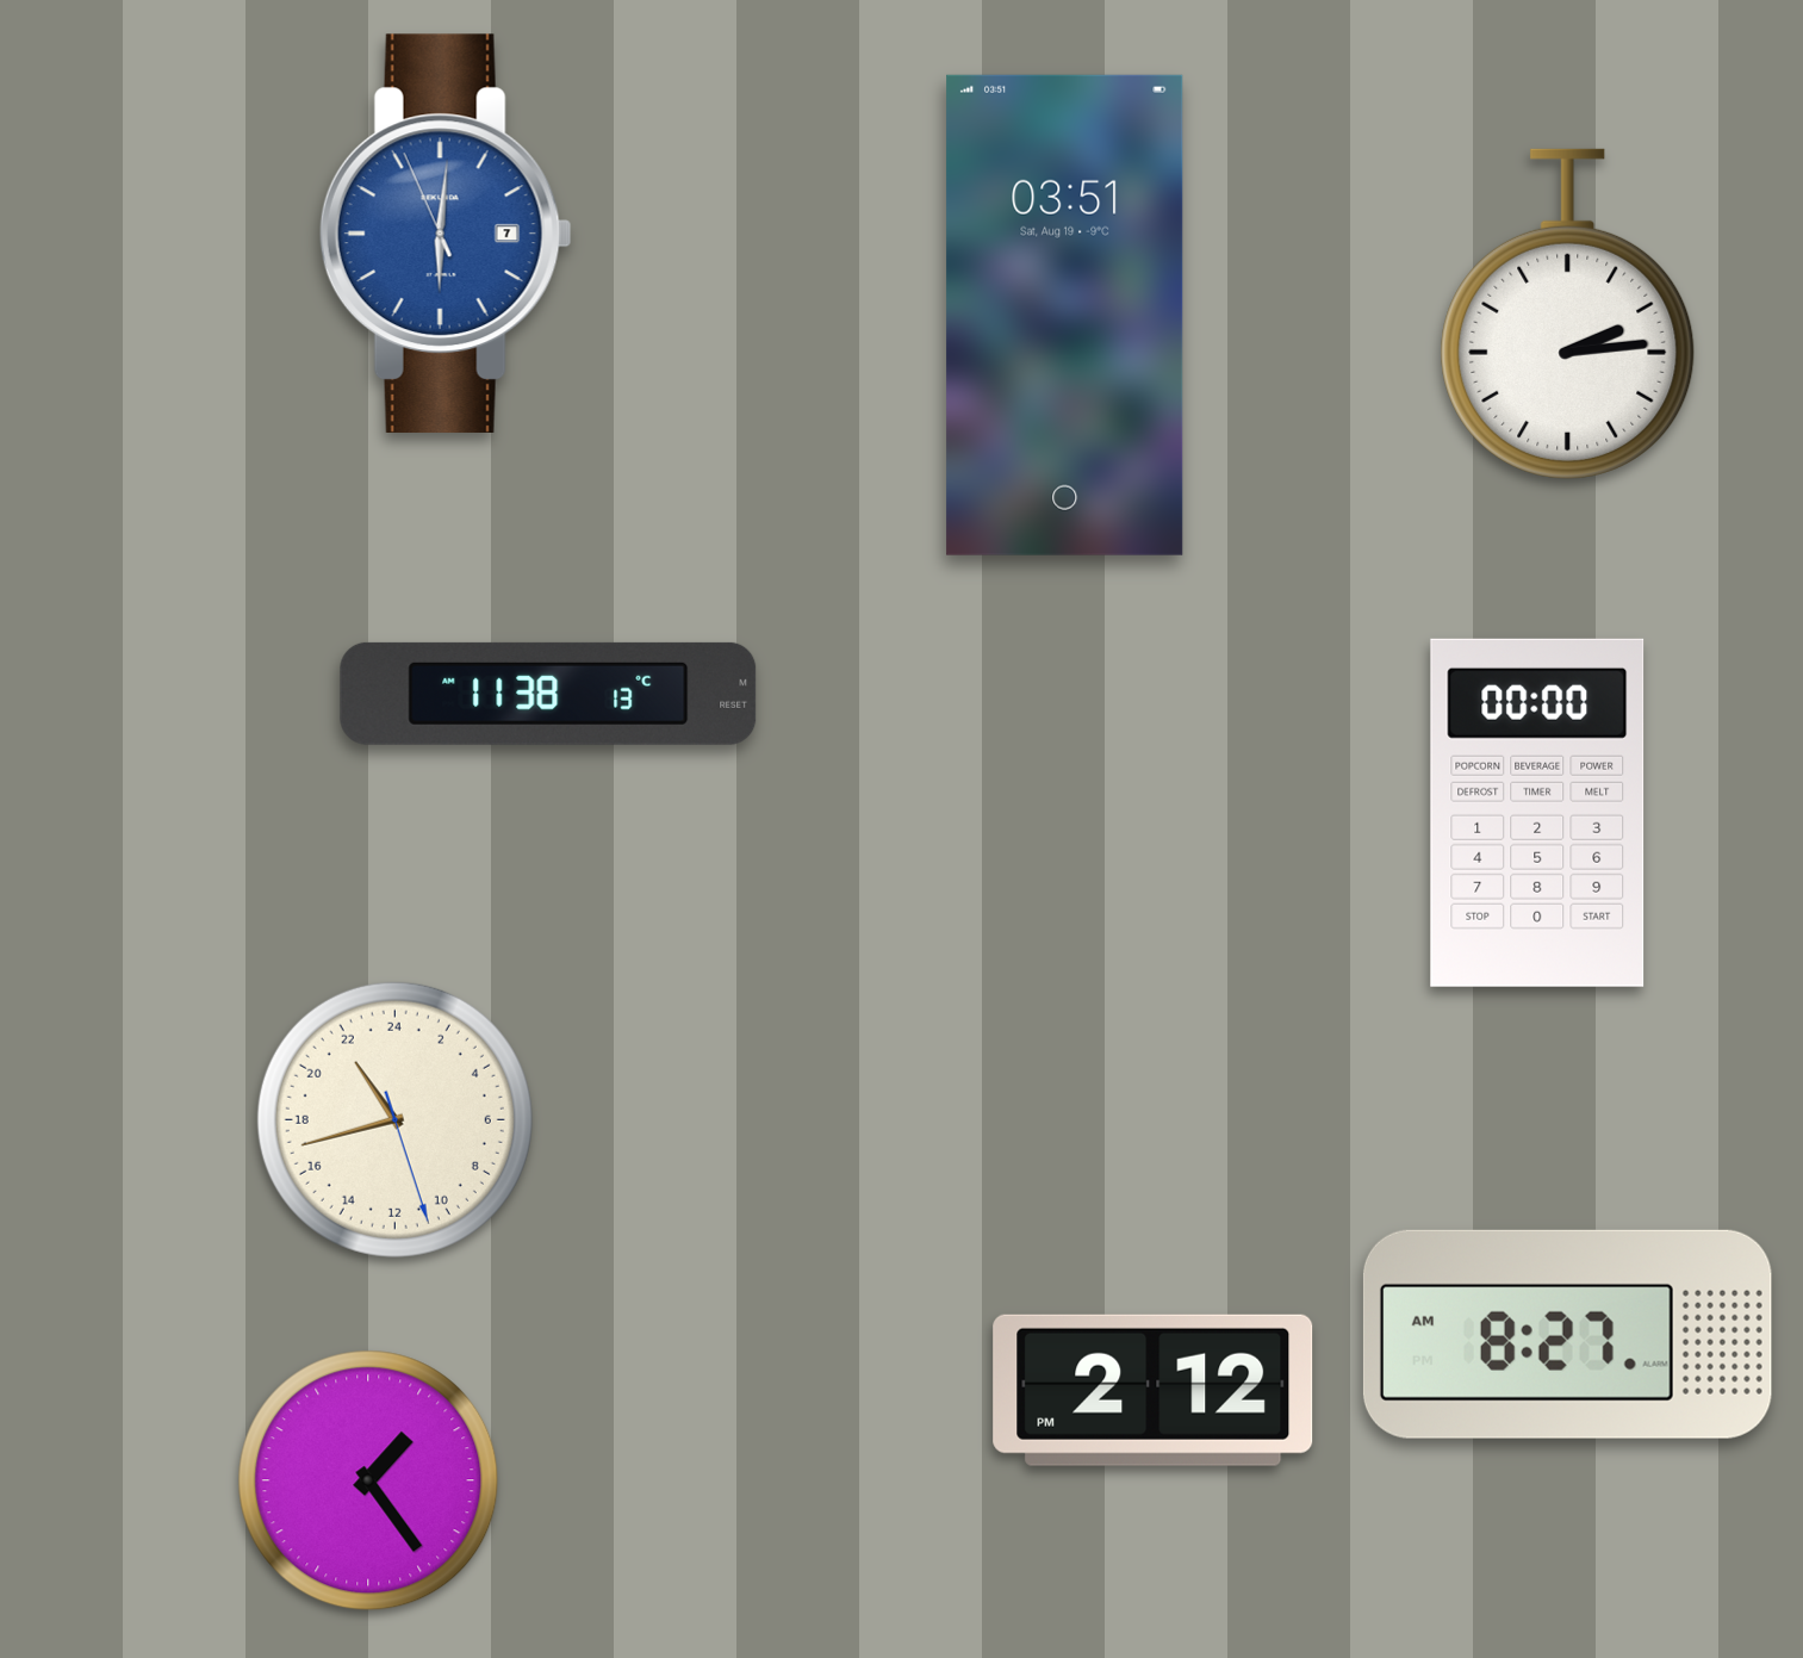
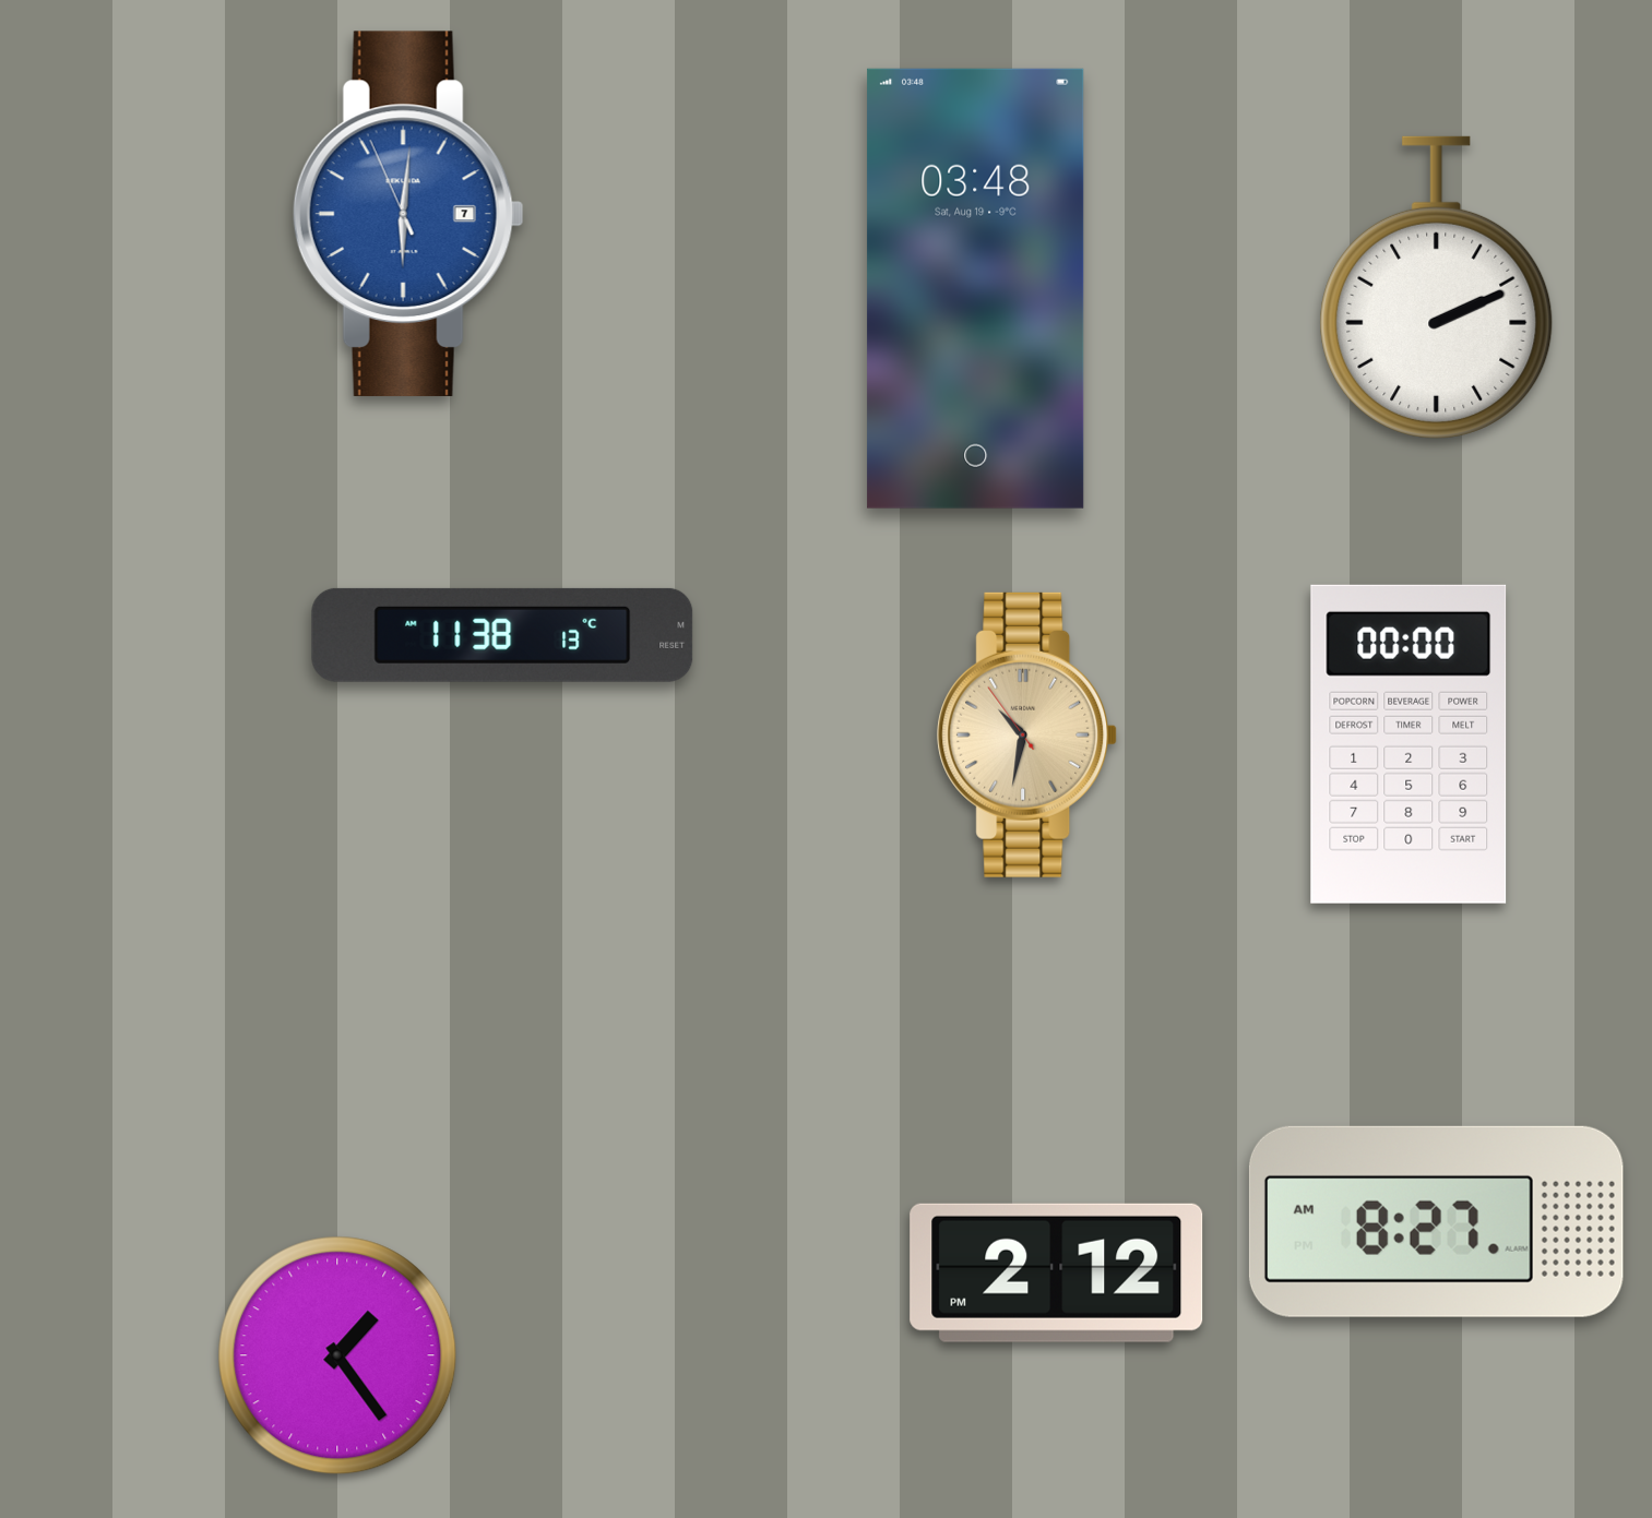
clock at (1568, 313): 2:14 -> 2:11
clock at (1065, 315): 03:51 -> 03:48
clock at (1027, 734): none -> 10:31
clock at (394, 1119): 21:42 -> none
